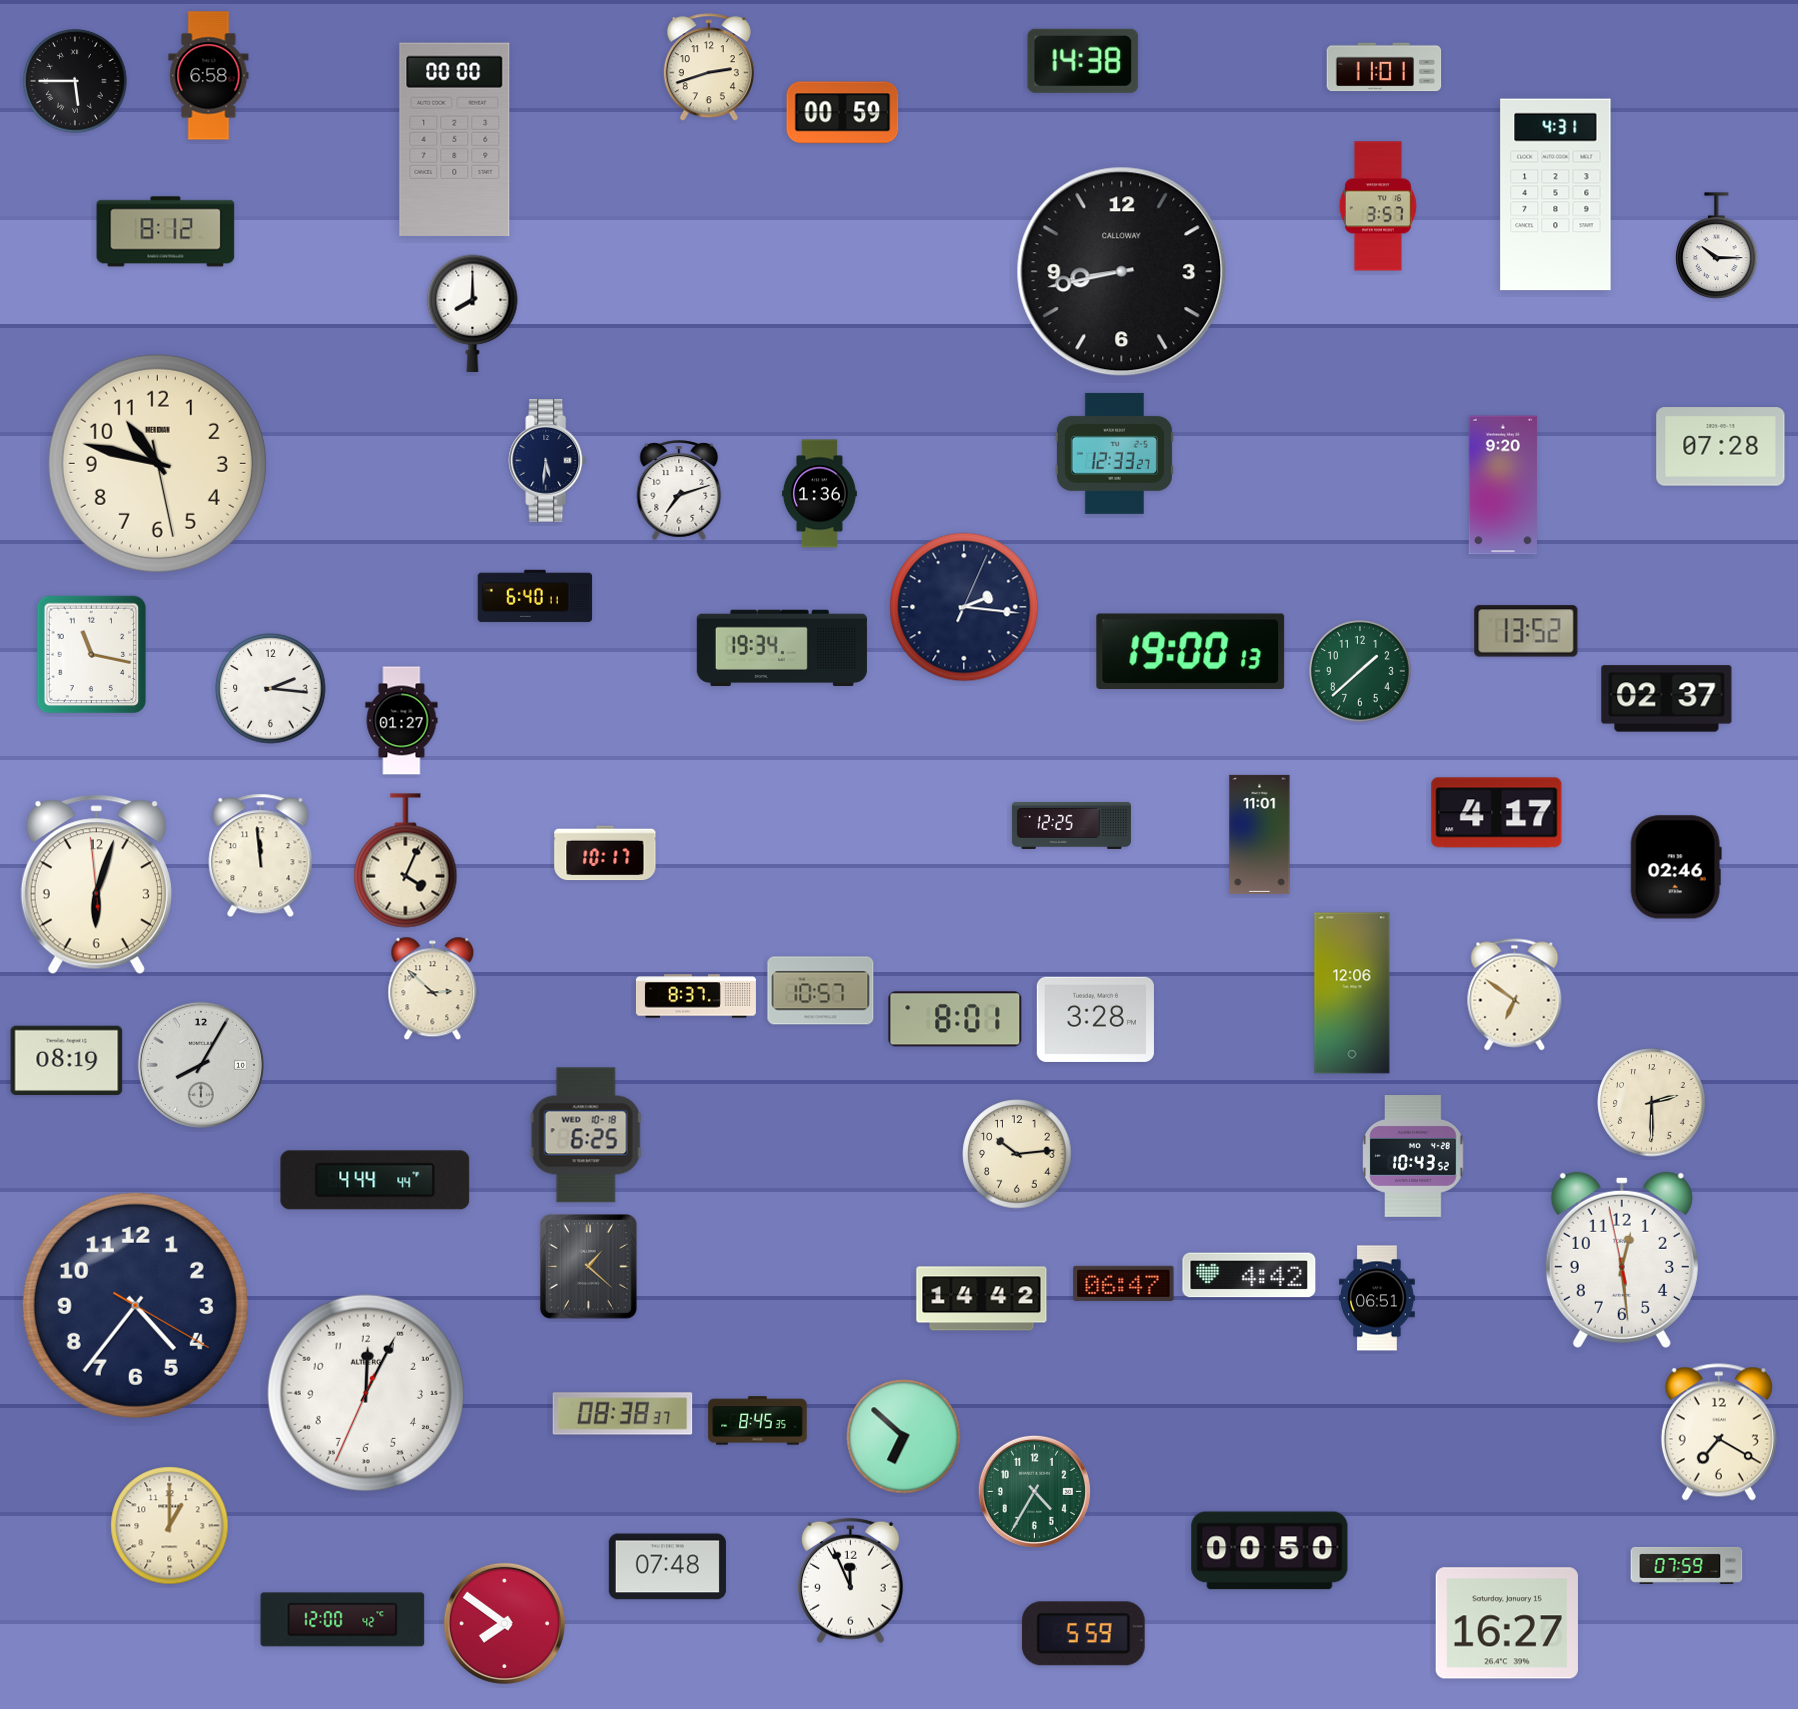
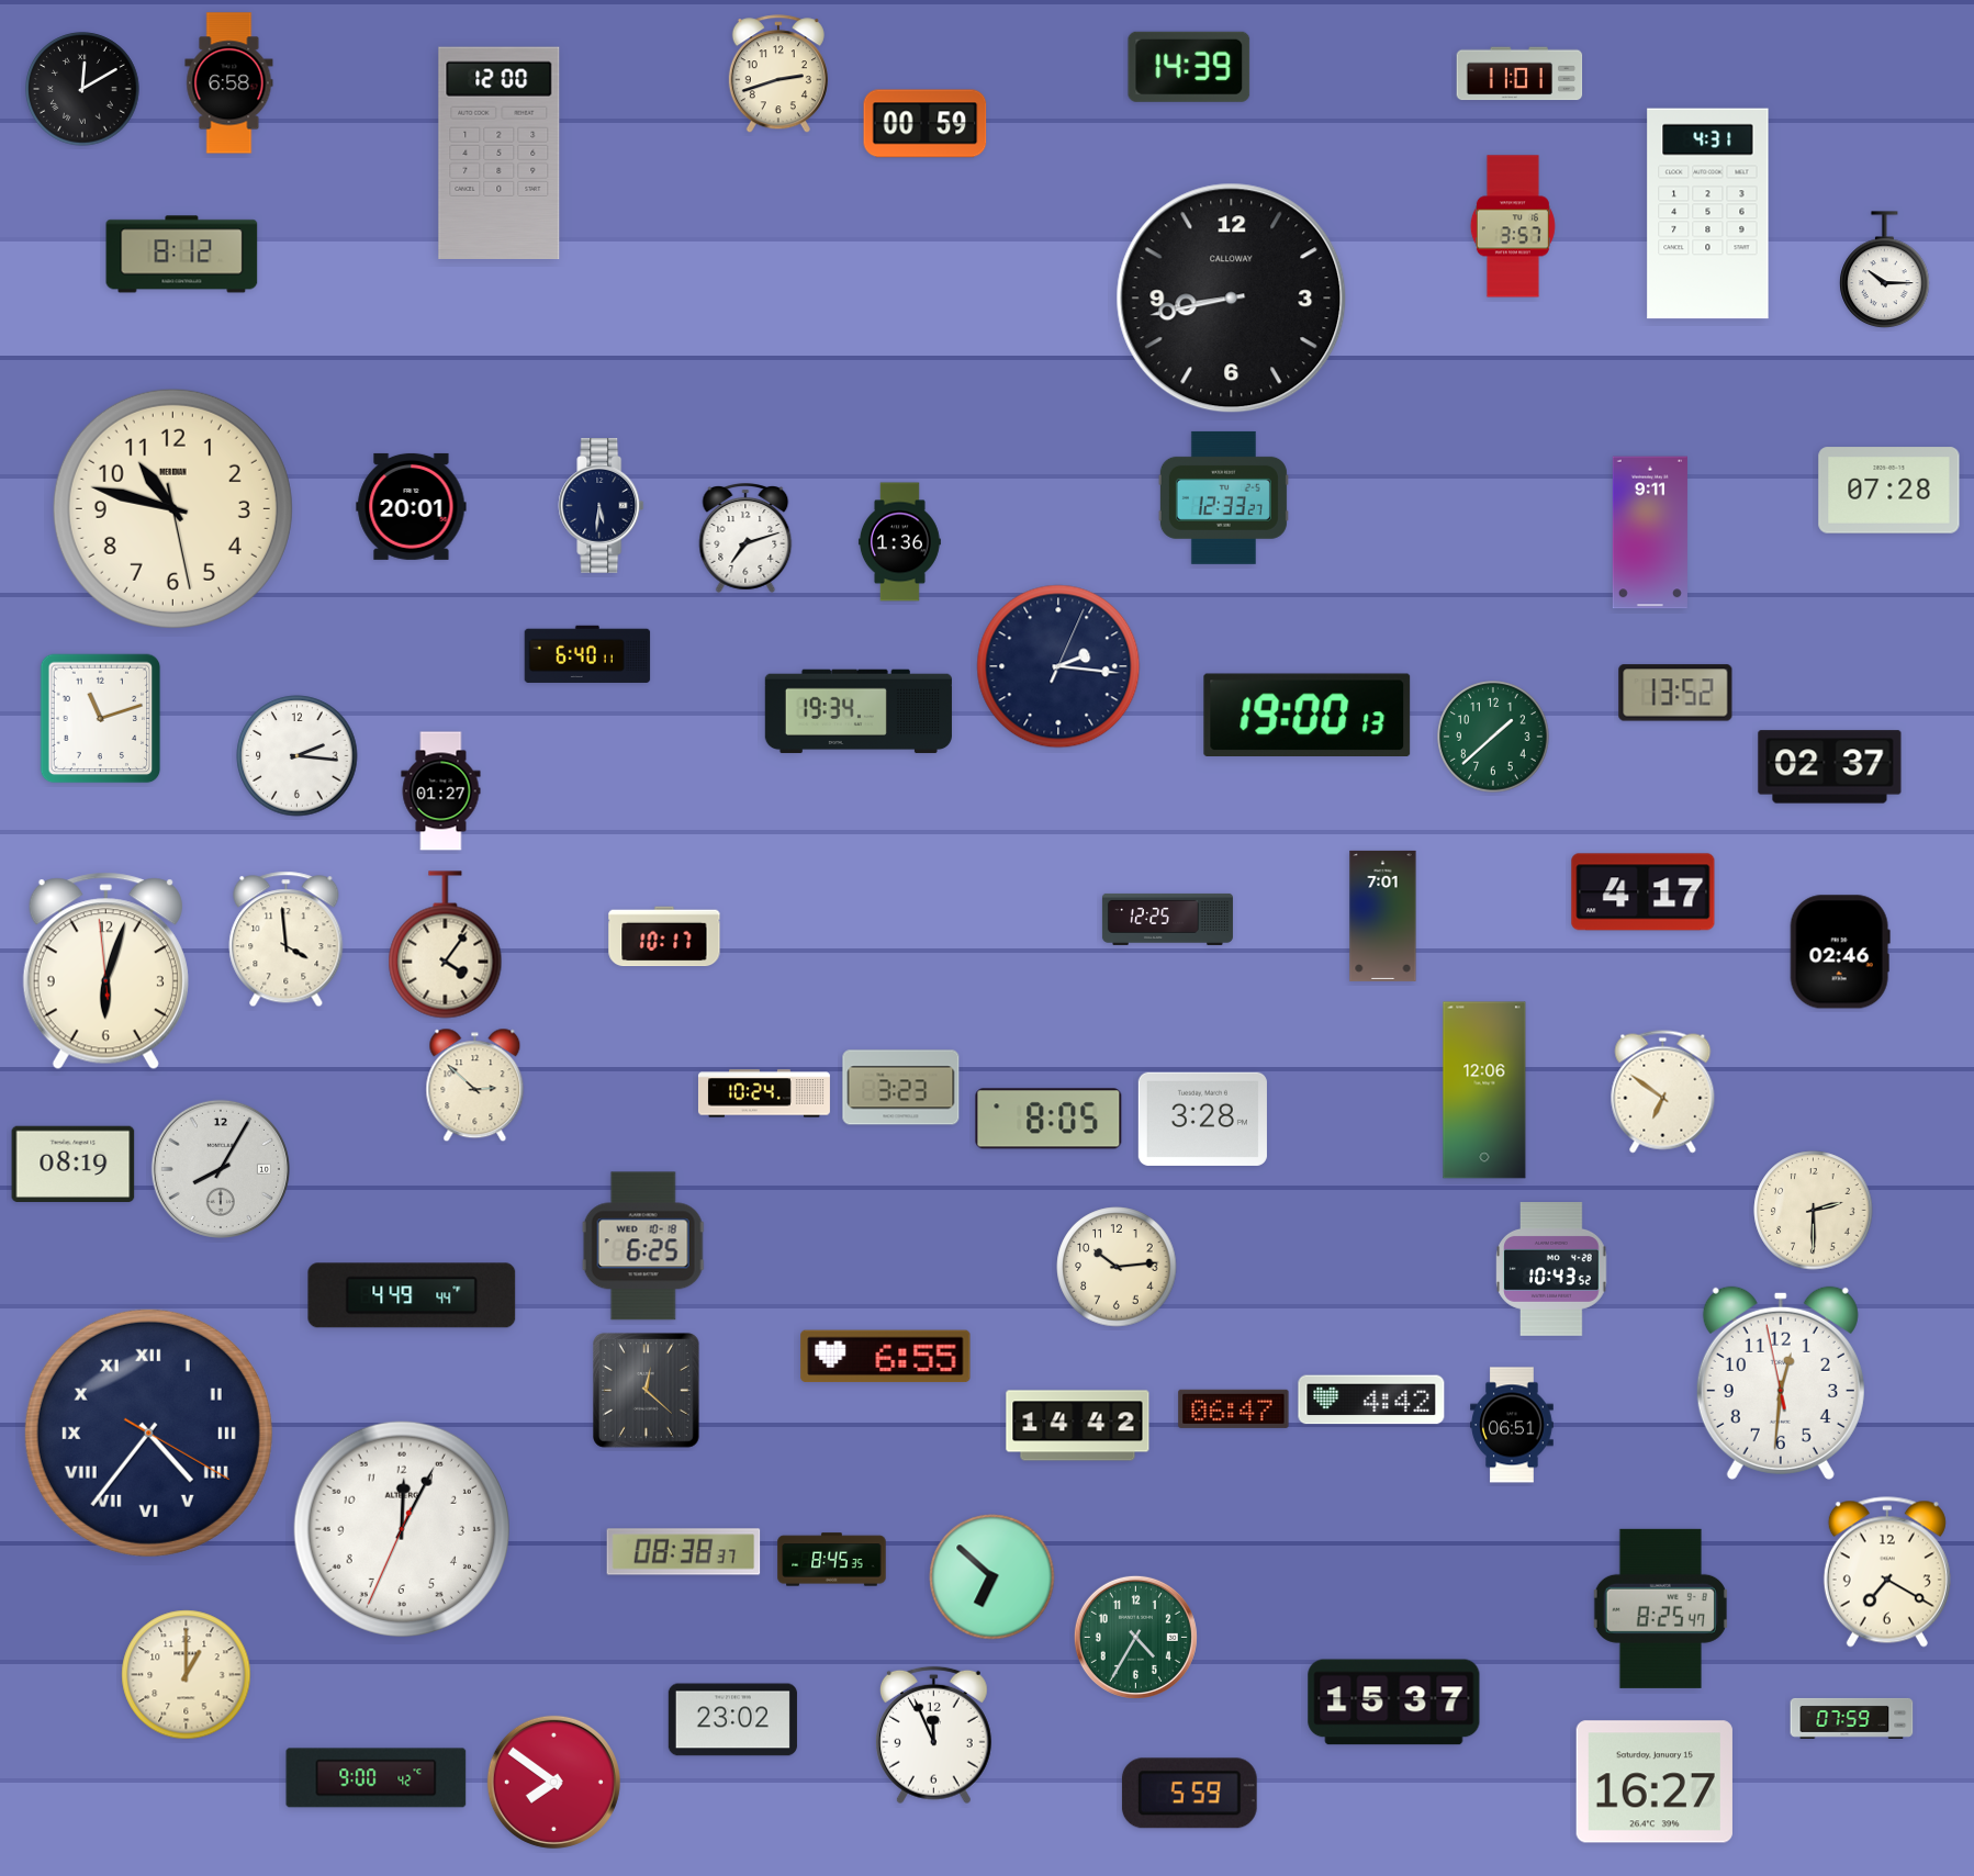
clock at (1083, 61): 14:38 -> 14:39
clock at (75, 81): 5:45 -> 12:10
clock at (455, 139): 00:00 -> 12:00
clock at (473, 313): 8:00 -> none
clock at (412, 506): none -> 20:01
clock at (1503, 485): 9:20 -> 9:11
clock at (92, 655): 11:17 -> 11:12
clock at (1071, 825) position: (1071, 825) -> (1167, 919)
clock at (1260, 834): 11:01 -> 7:01
clock at (261, 856): 11:59 -> 3:59
clock at (406, 861): 4:04 -> 4:06
clock at (821, 991): 10:57 -> 3:23
clock at (696, 996): 8:37 -> 10:24
clock at (955, 1019): 8:01 -> 8:05
clock at (375, 1180): 4:44 -> 4:49
clock at (886, 1357): none -> 6:55
clock at (1622, 1260): 12:28 -> 12:30
clock at (589, 1267): 1:22 -> 12:22
clock at (135, 1305) numerals: Arabic -> Roman
clock at (1660, 1608): none -> 8:25
clock at (1270, 1551): 00:50 -> 15:37
clock at (667, 1567): 07:48 -> 23:02
clock at (343, 1620): 12:00 -> 9:00
